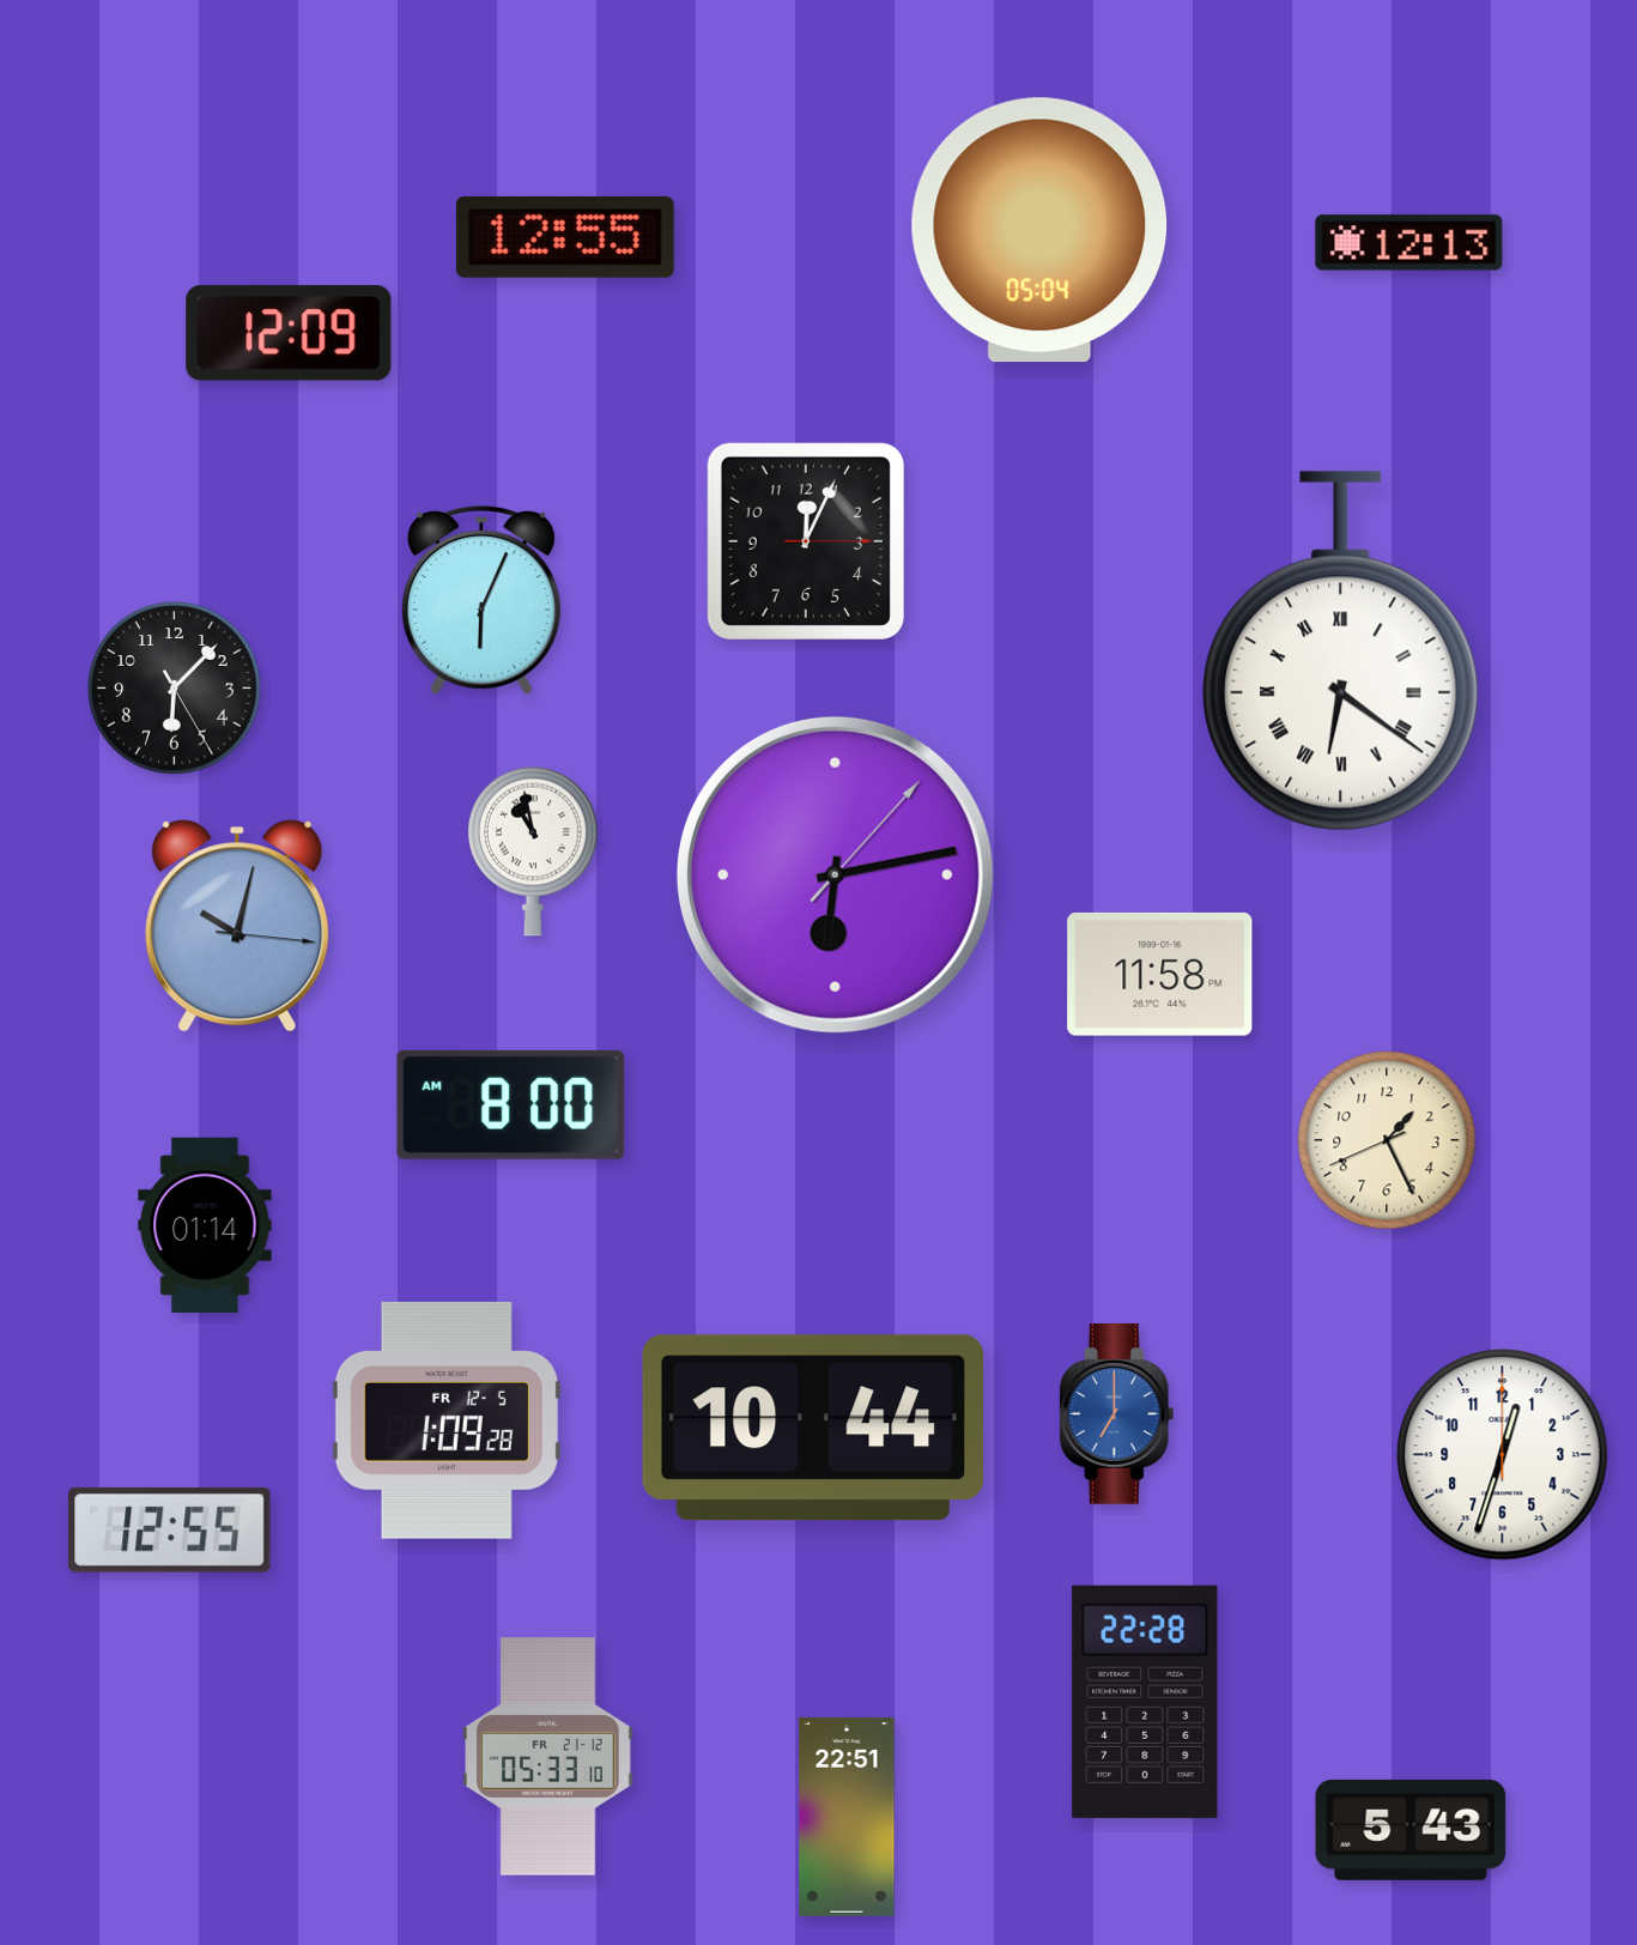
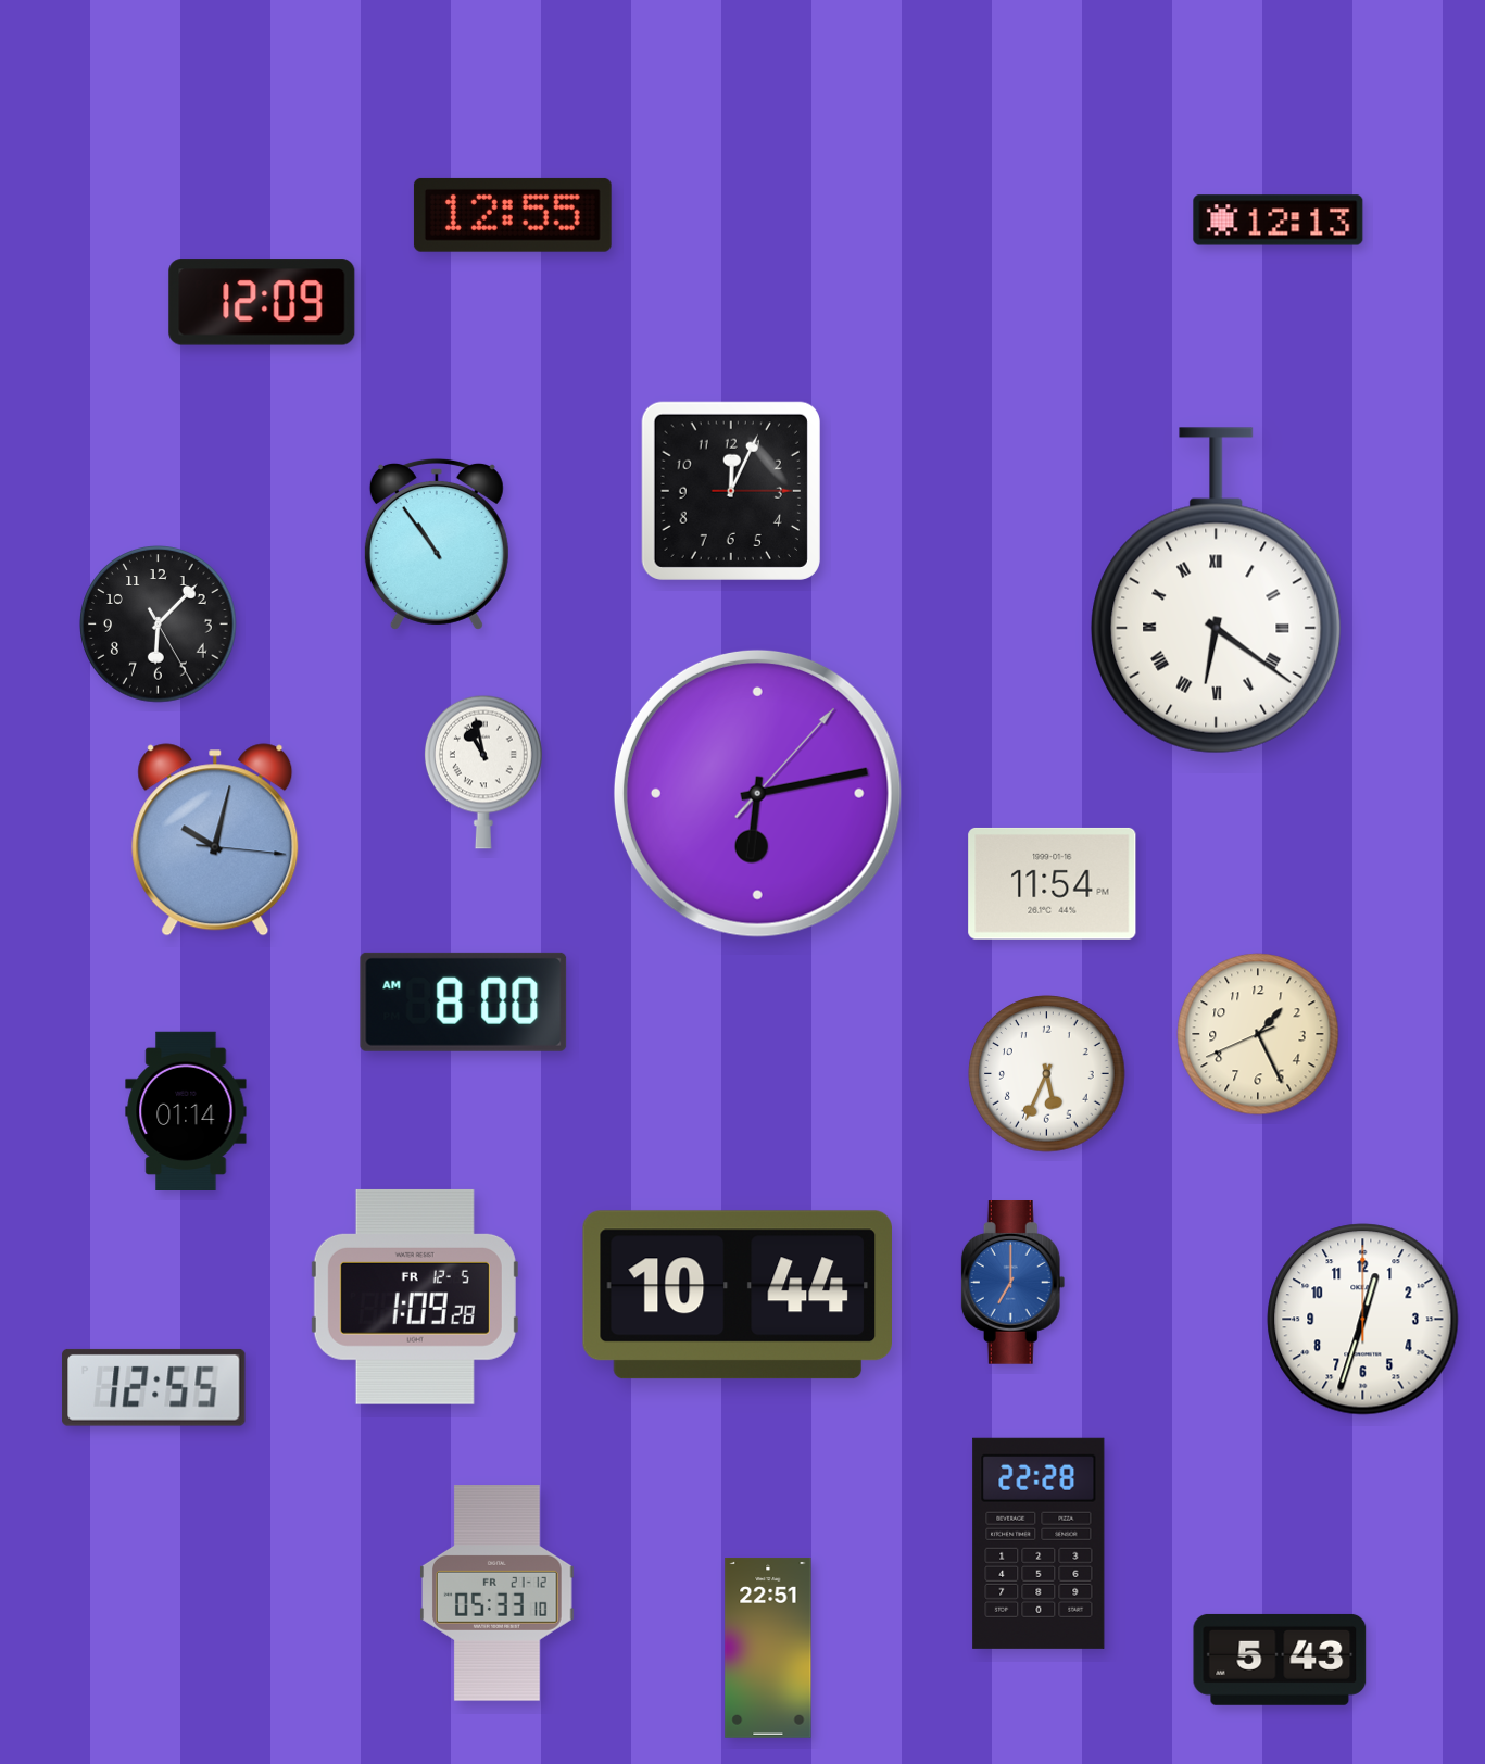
clock at (1039, 230): 05:04 -> none
clock at (481, 600): 6:04 -> 10:54
clock at (1160, 974): 11:58 -> 11:54
clock at (1047, 1074): none -> 5:34
clock at (447, 1420) position: (447, 1420) -> (415, 1297)
